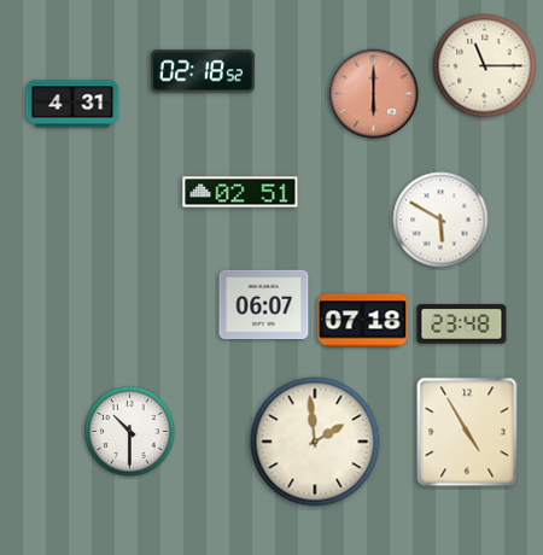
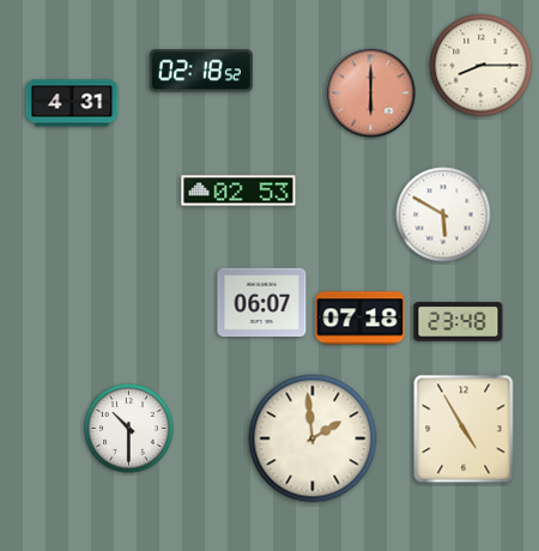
clock at (485, 66): 11:15 -> 8:15
clock at (240, 192): 02:51 -> 02:53
clock at (440, 220) position: (440, 220) -> (443, 214)
